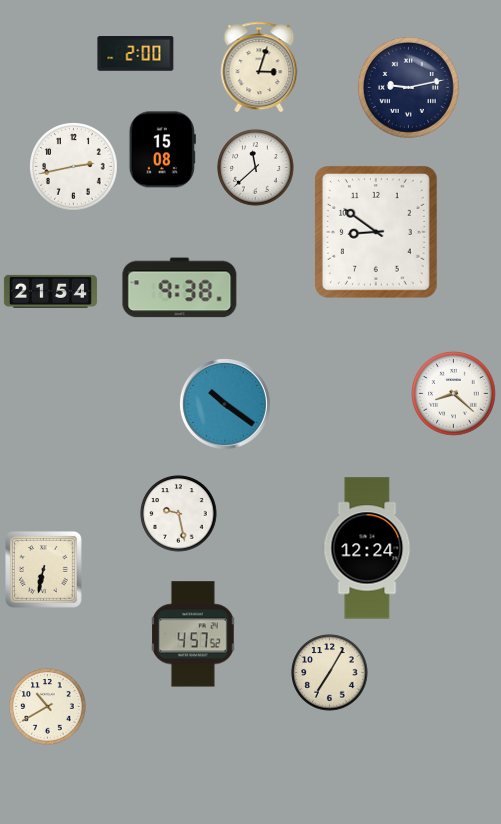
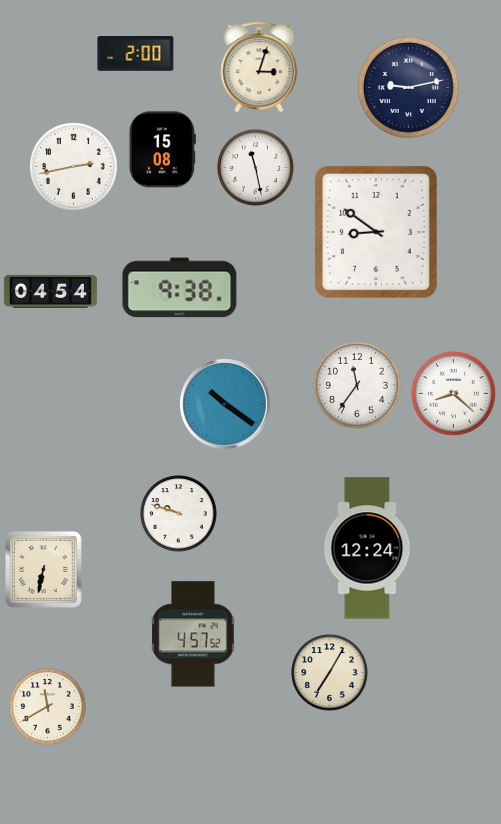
clock at (256, 168): 11:38 -> 11:28
clock at (50, 291): 21:54 -> 04:54
clock at (357, 385): none -> 11:36
clock at (179, 514): 9:28 -> 9:48
clock at (48, 707): 10:40 -> 11:40
